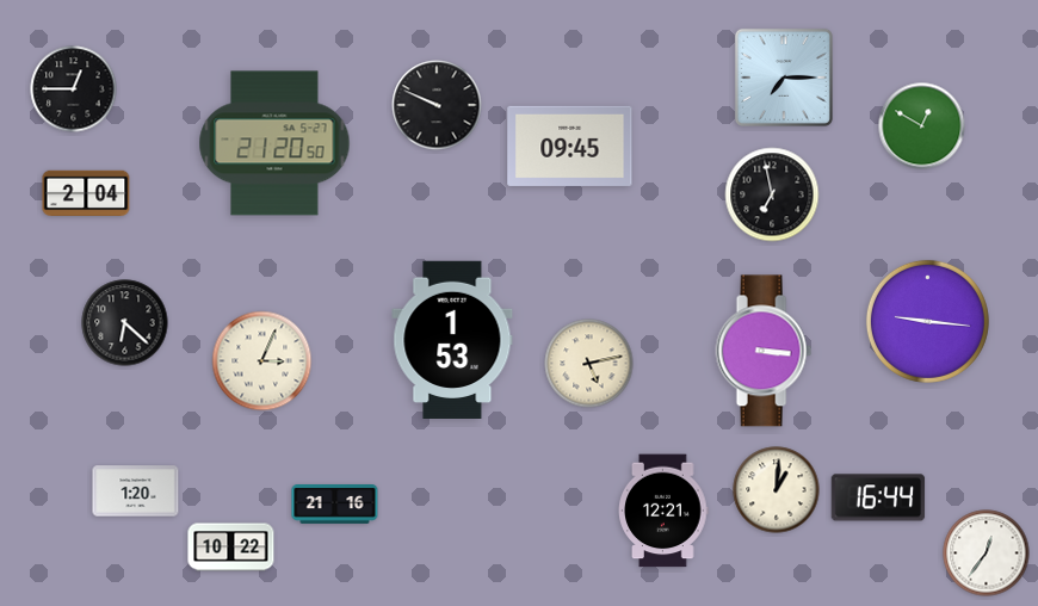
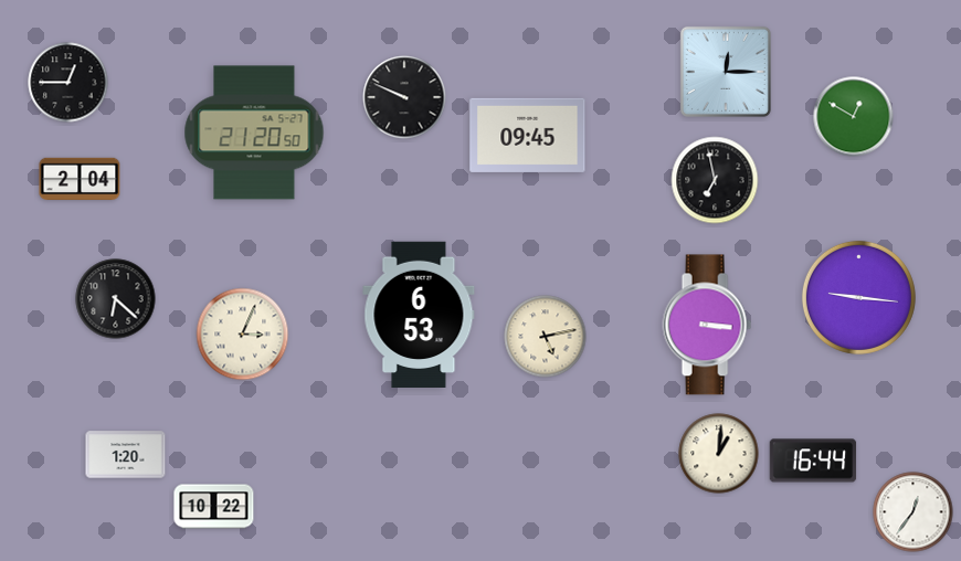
clock at (784, 78): 7:15 -> 12:15
clock at (452, 339): 1:53 -> 6:53
clock at (335, 505): 21:16 -> none
clock at (663, 511): 12:21 -> none
